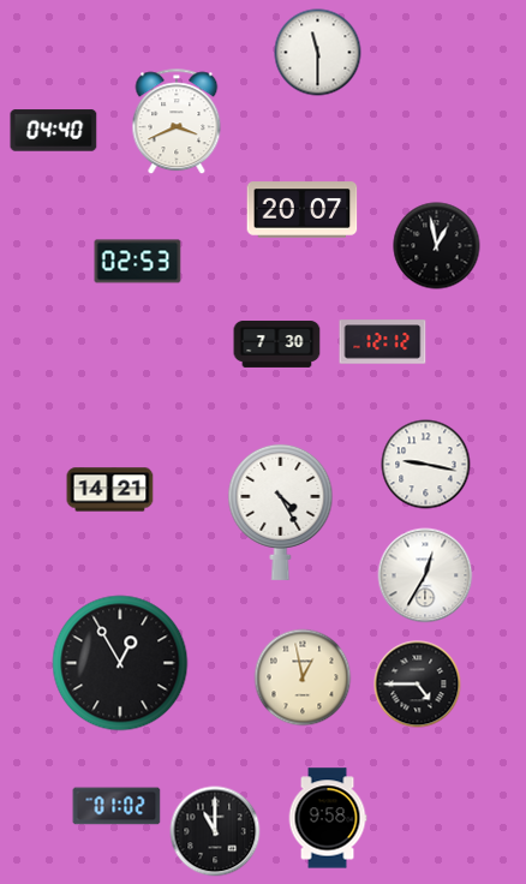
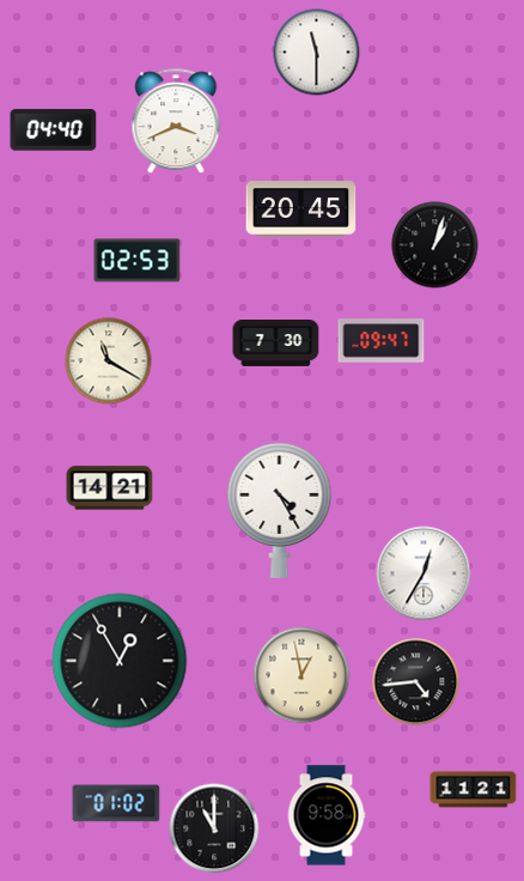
clock at (303, 210): 20:07 -> 20:45
clock at (437, 246): 12:58 -> 1:03
clock at (383, 342): 12:12 -> 09:47
clock at (109, 361): none -> 11:20
clock at (426, 465): 9:17 -> none
clock at (418, 685): 4:45 -> 4:44
clock at (474, 790): none -> 11:21
